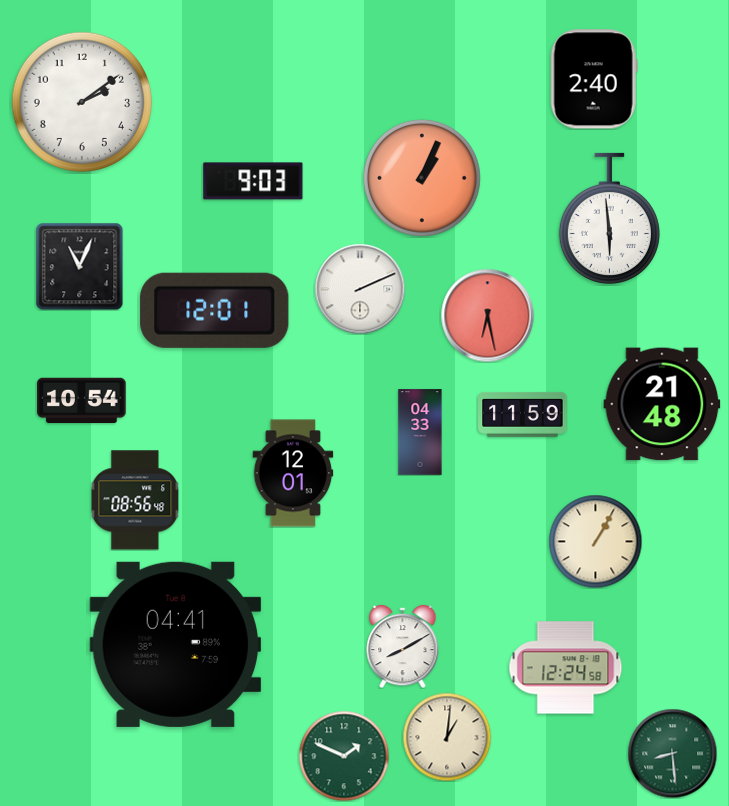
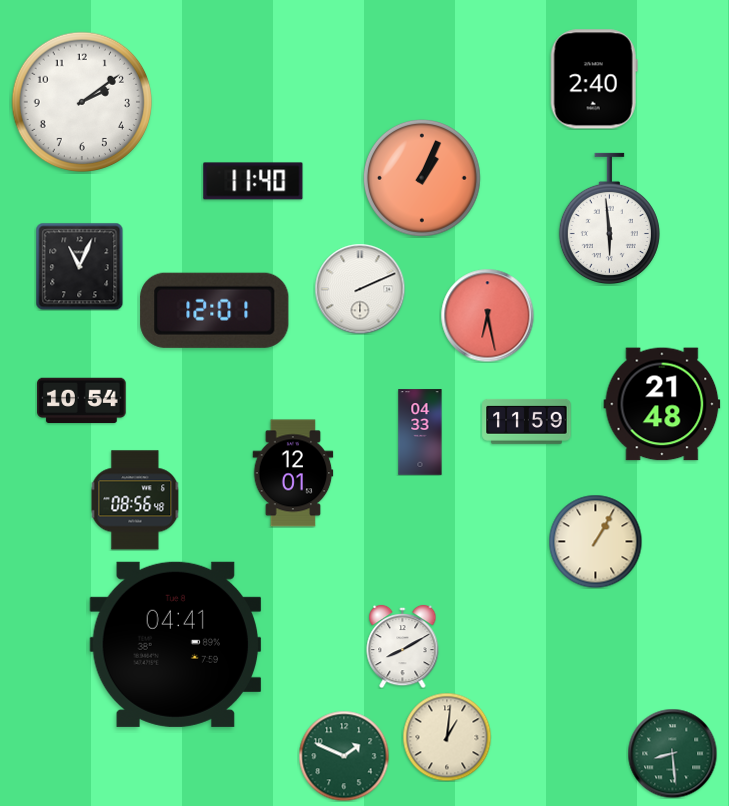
clock at (253, 181): 9:03 -> 11:40
clock at (523, 414) position: (523, 414) -> (527, 421)
clock at (566, 668): 12:24 -> none
